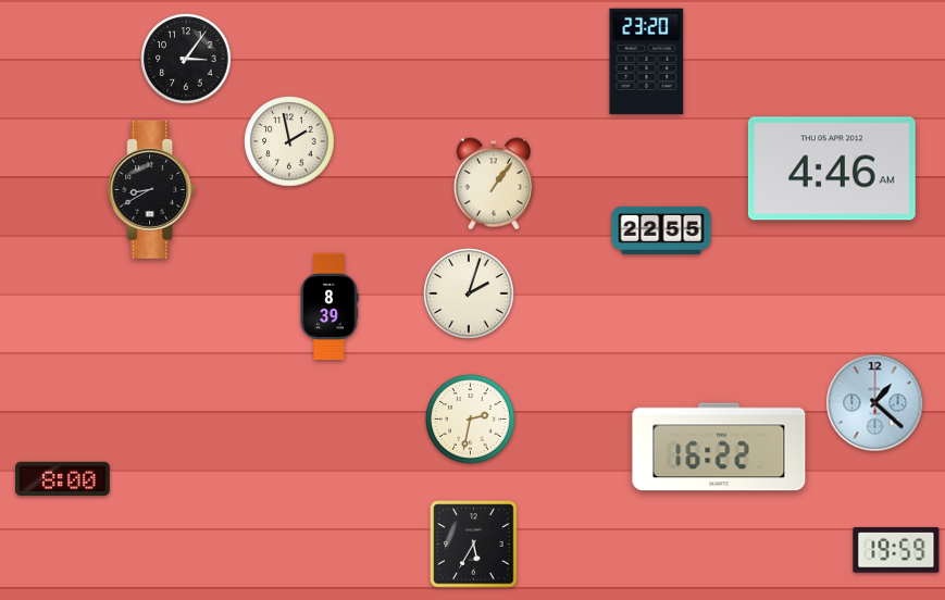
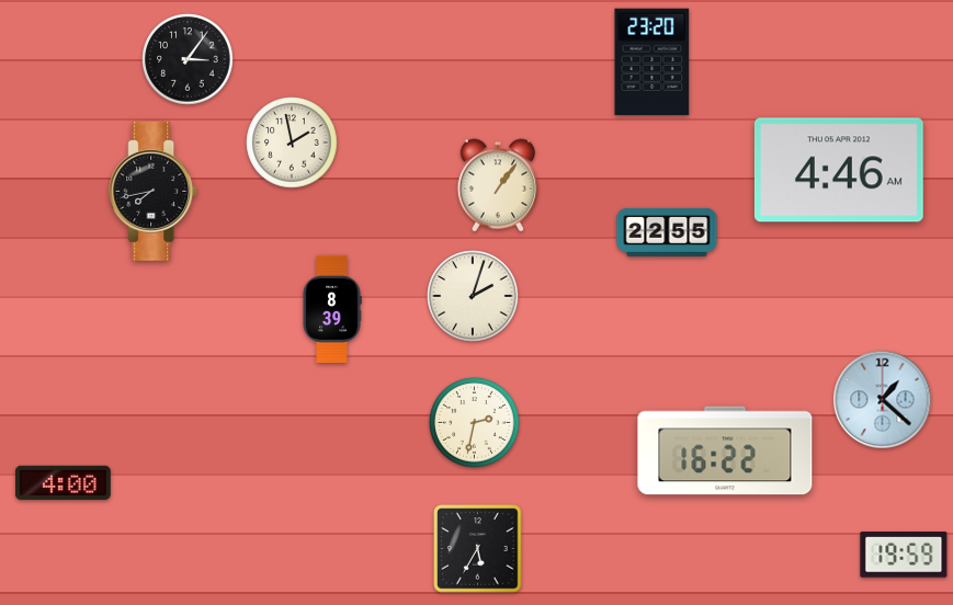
clock at (152, 189): 8:40 -> 7:43
clock at (875, 403) position: (875, 403) -> (883, 400)
clock at (62, 478): 8:00 -> 4:00
